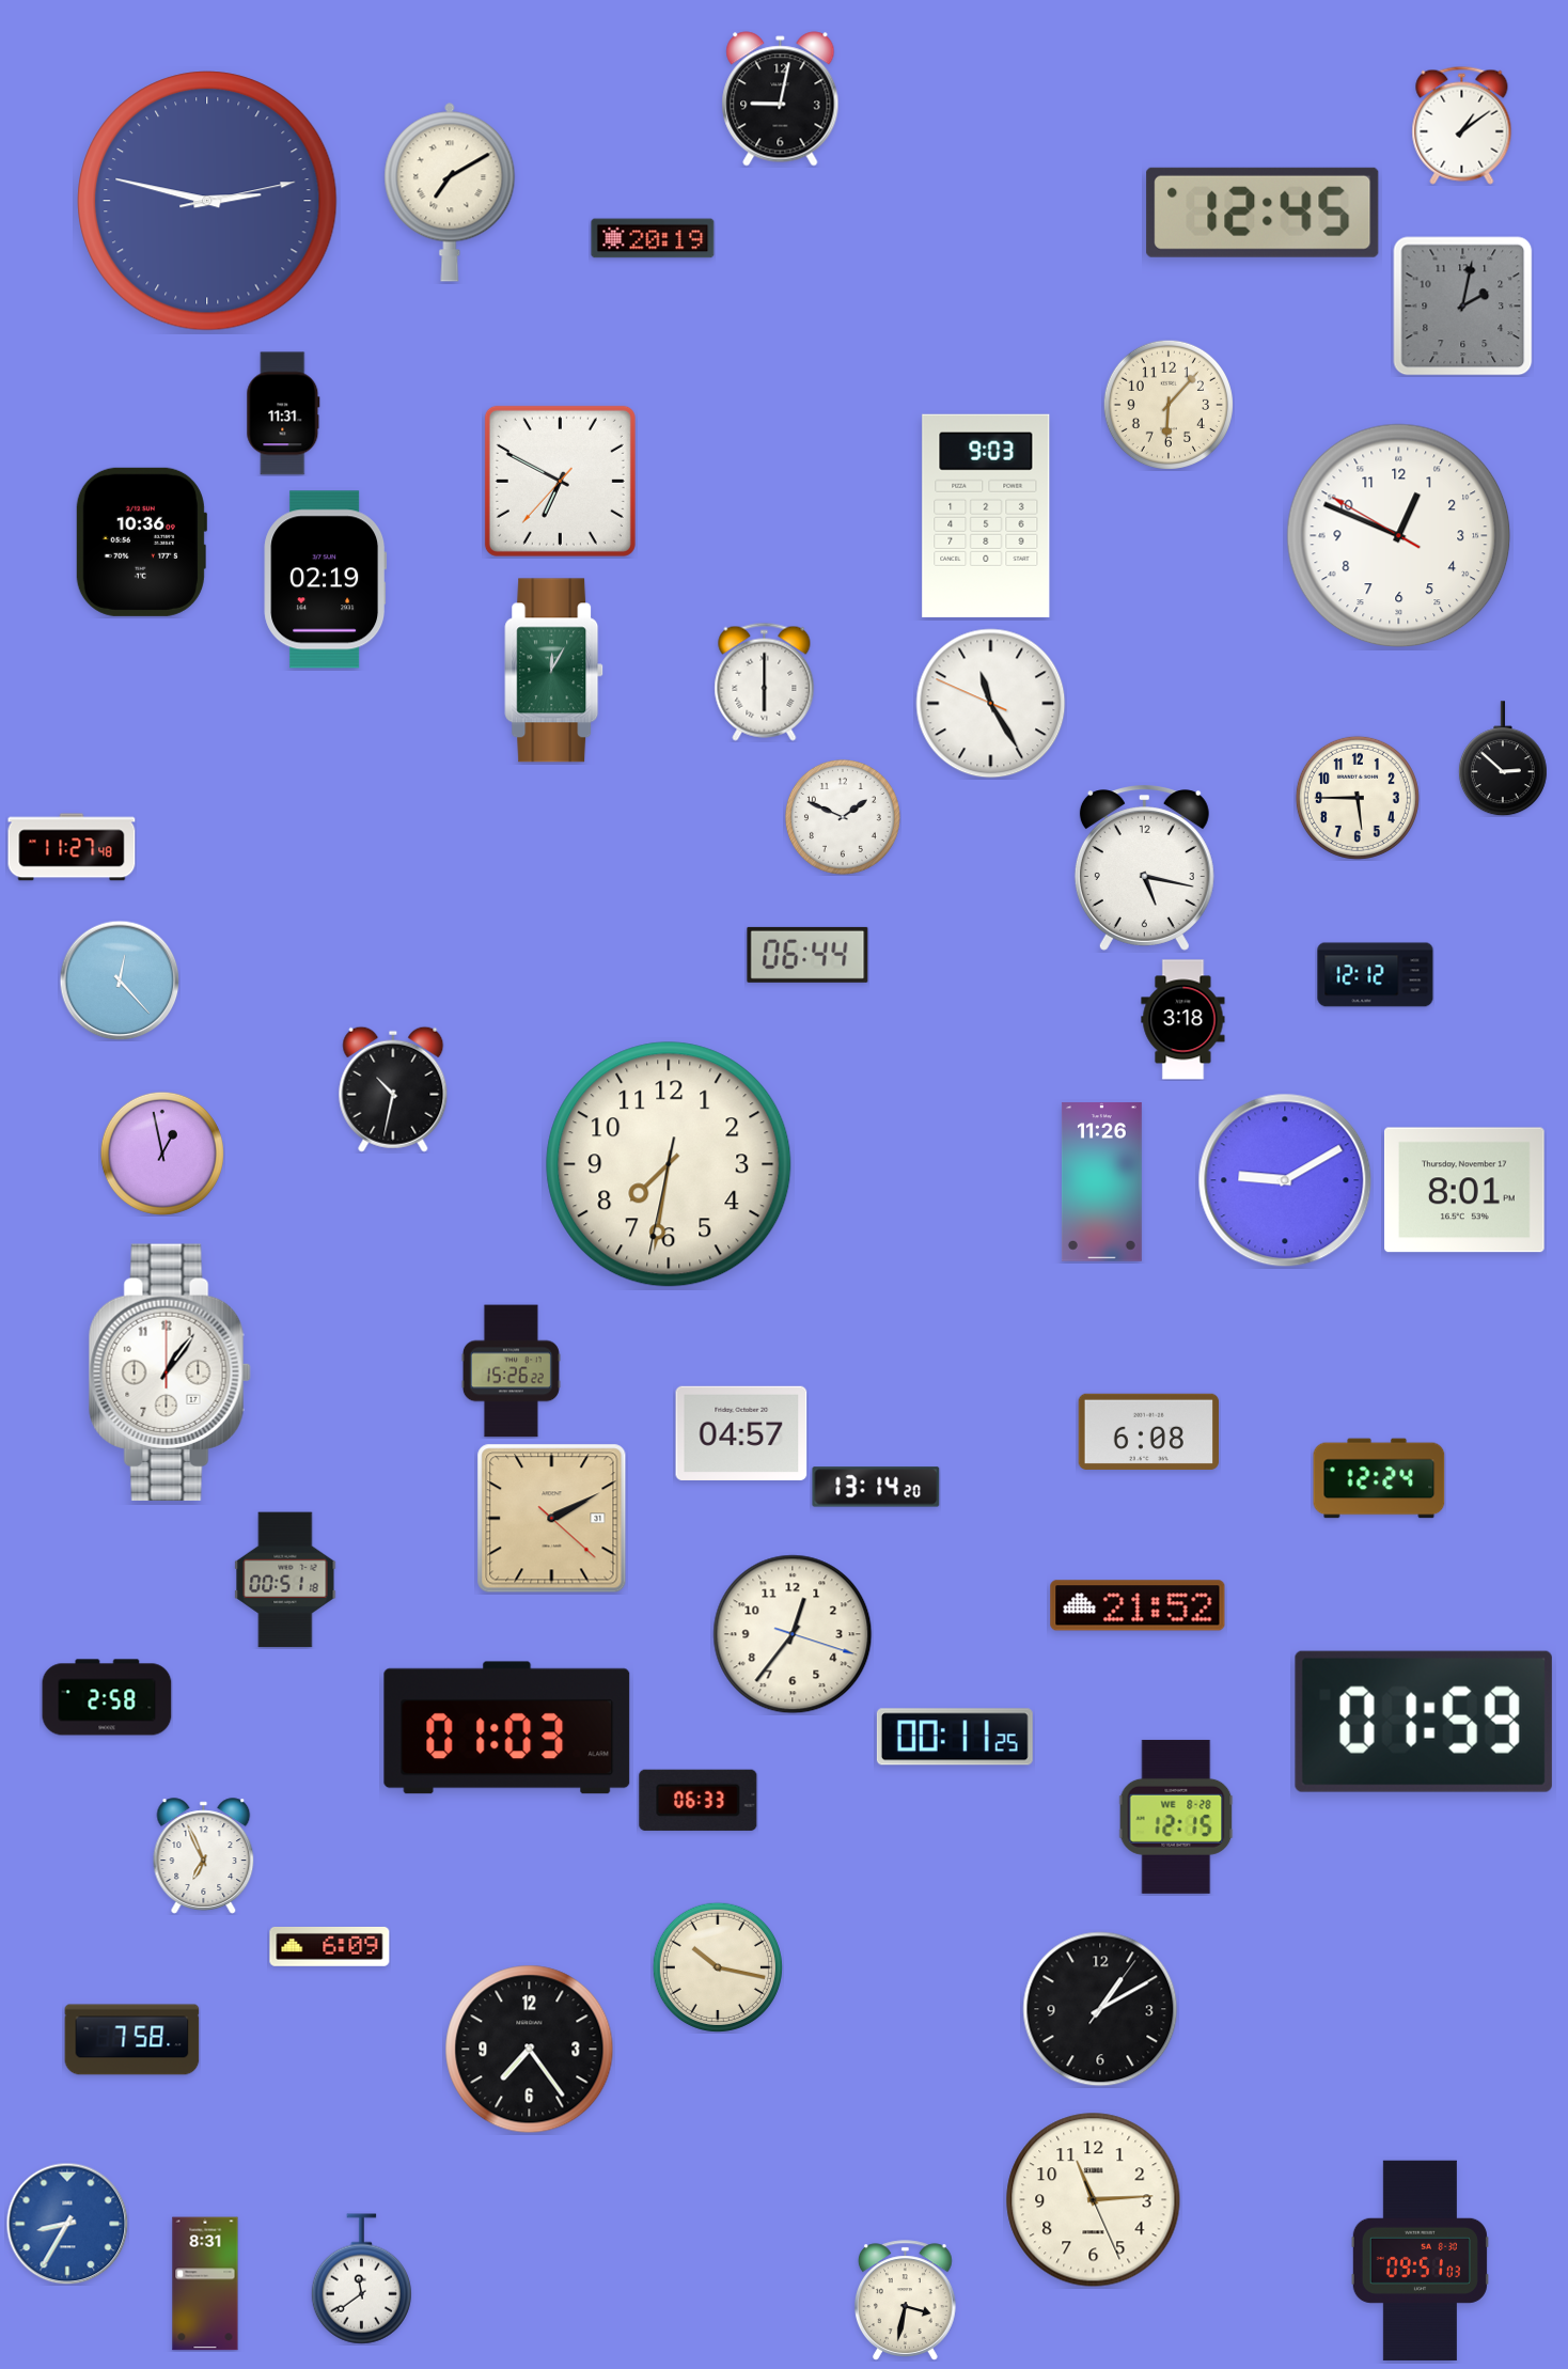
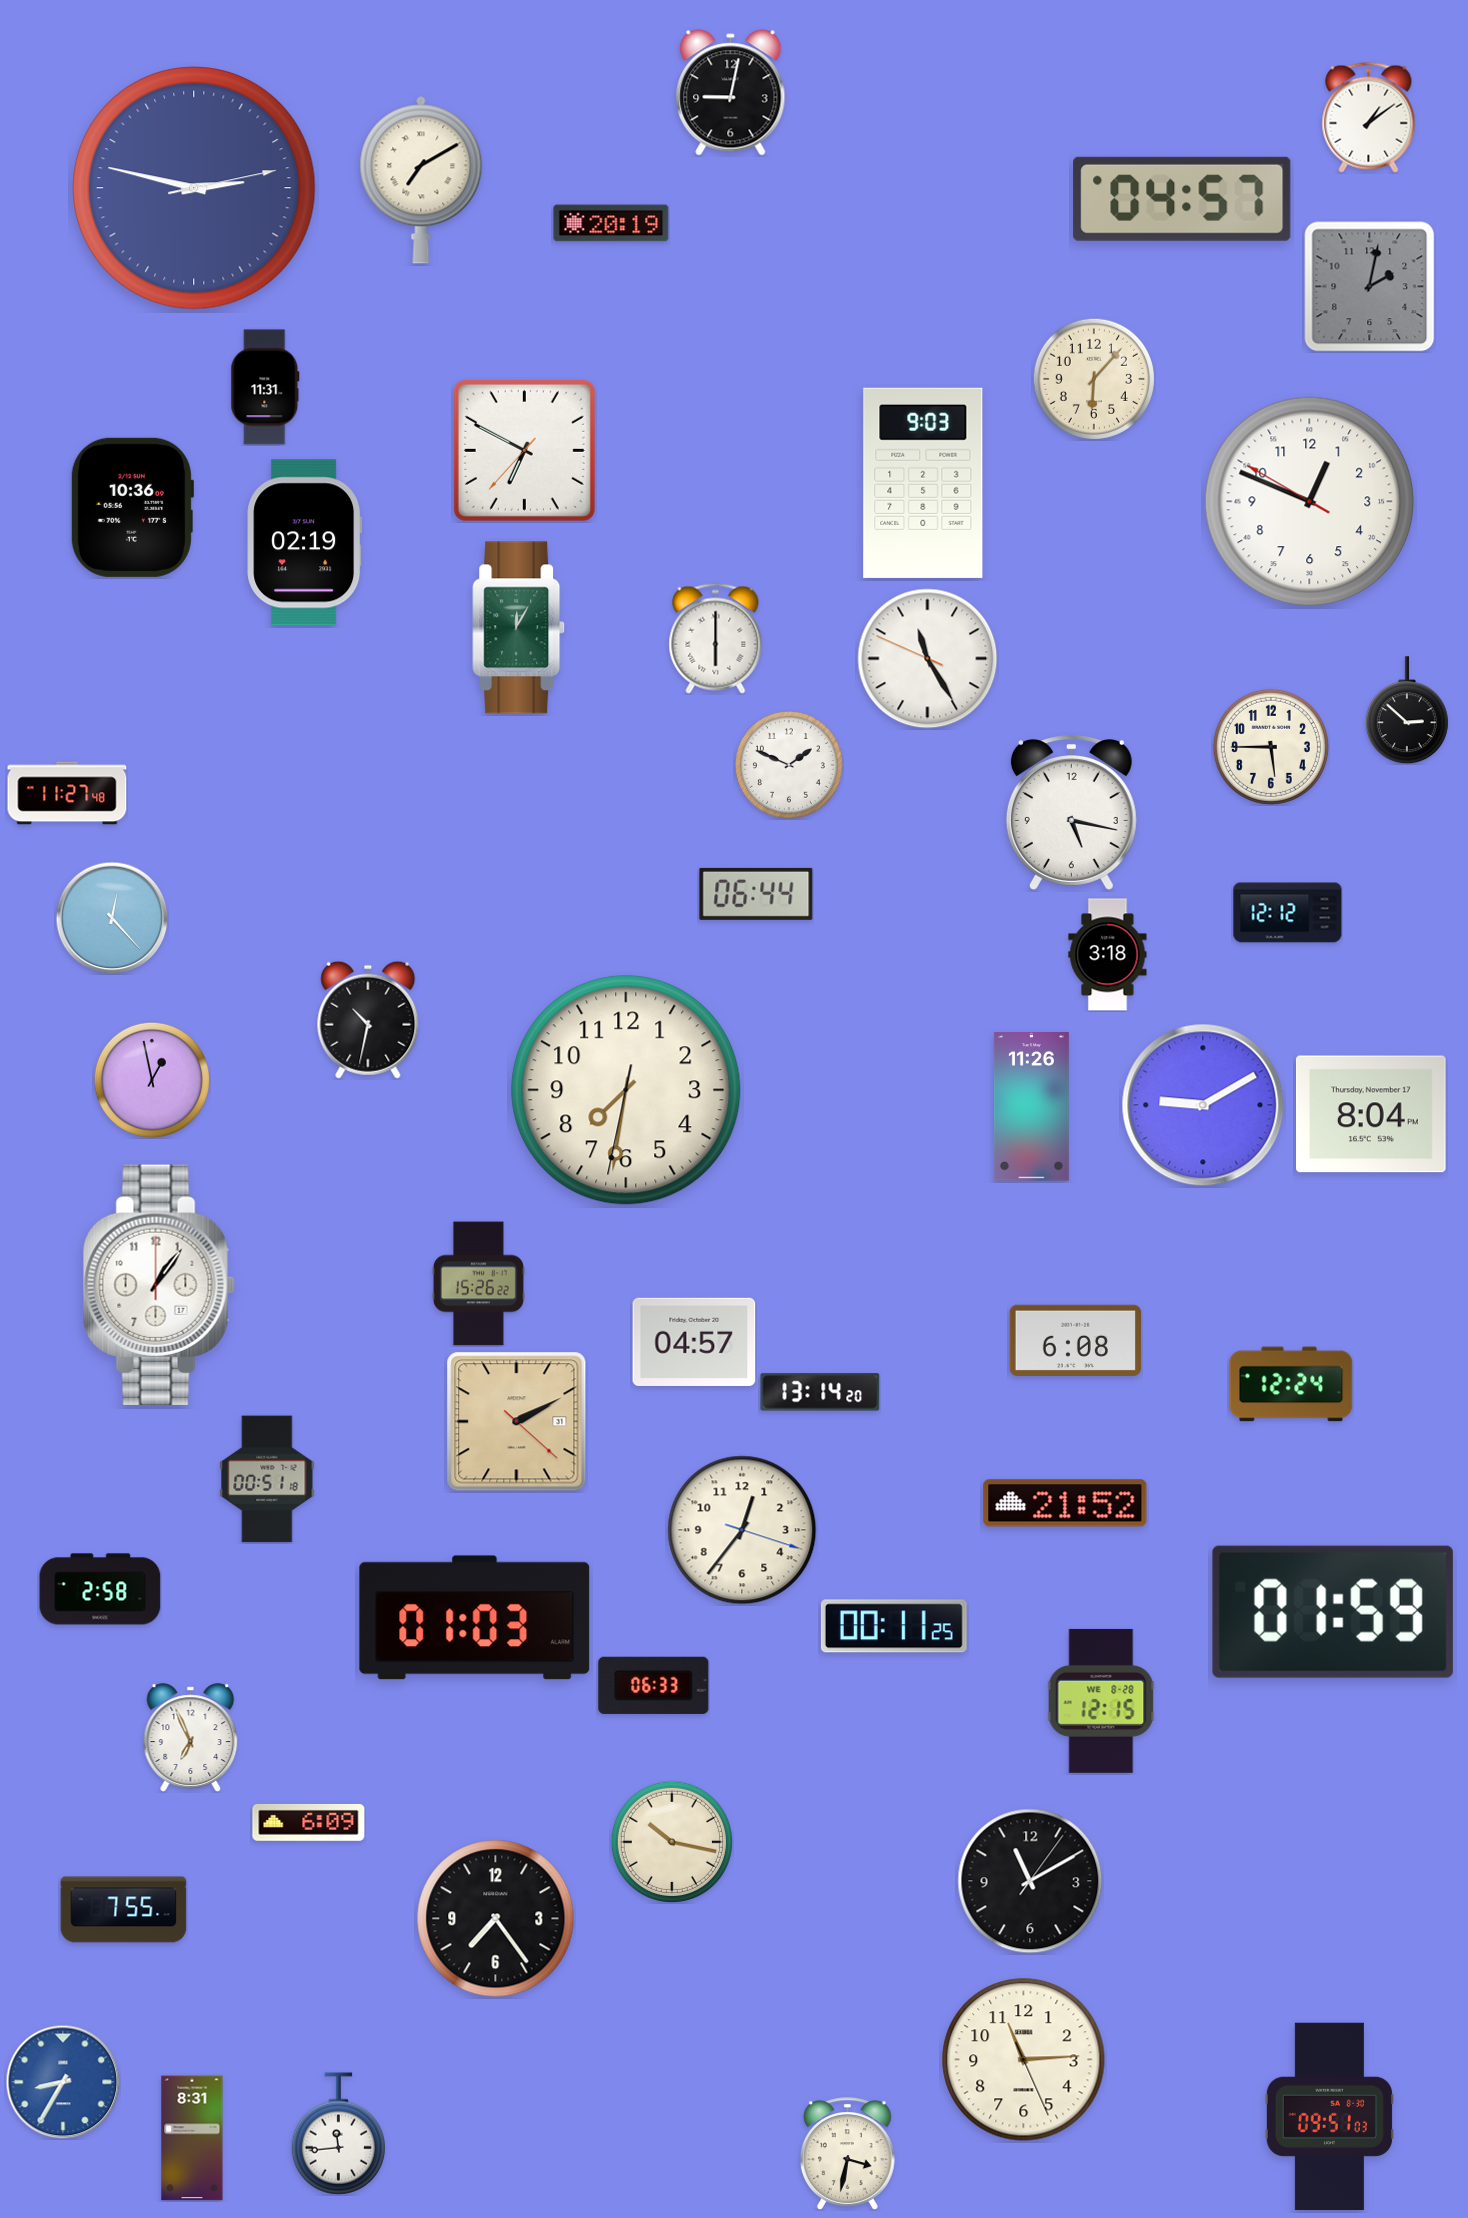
clock at (1263, 213): 12:45 -> 04:57
clock at (1465, 1190): 8:01 -> 8:04
clock at (1100, 2009): 1:10 -> 11:10
clock at (132, 2040): 7:58 -> 7:55
clock at (361, 2279): 11:39 -> 11:44
